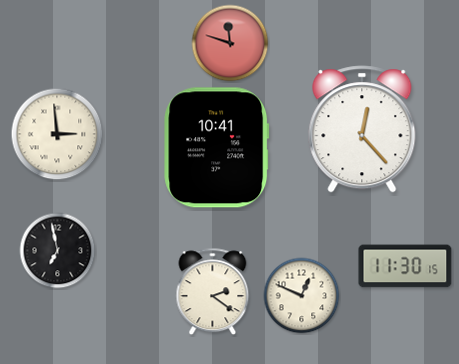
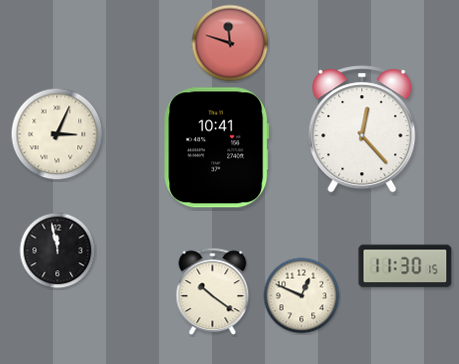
clock at (57, 134): 2:59 -> 3:04
clock at (58, 251): 6:58 -> 11:58
clock at (213, 292): 2:21 -> 10:21
